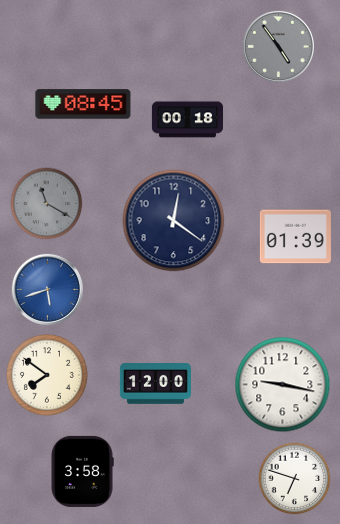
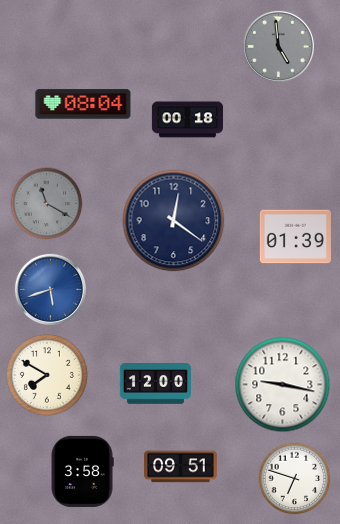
clock at (278, 46): 4:54 -> 4:59
clock at (83, 104): 08:45 -> 08:04
clock at (47, 289) position: (47, 289) -> (50, 289)
clock at (47, 375): 7:51 -> 7:50
clock at (181, 467): none -> 09:51
